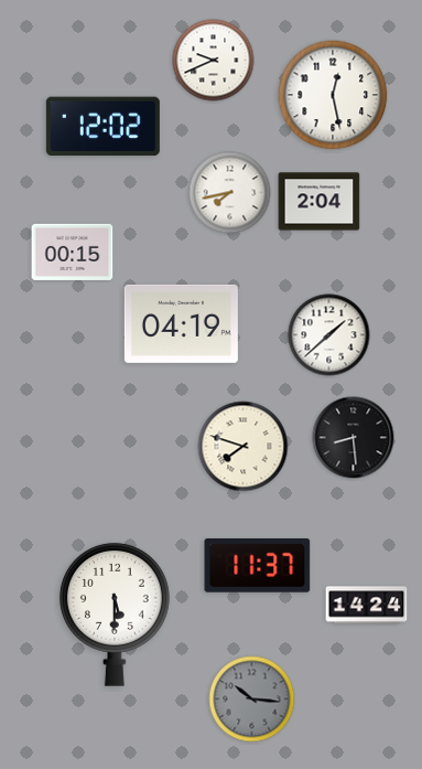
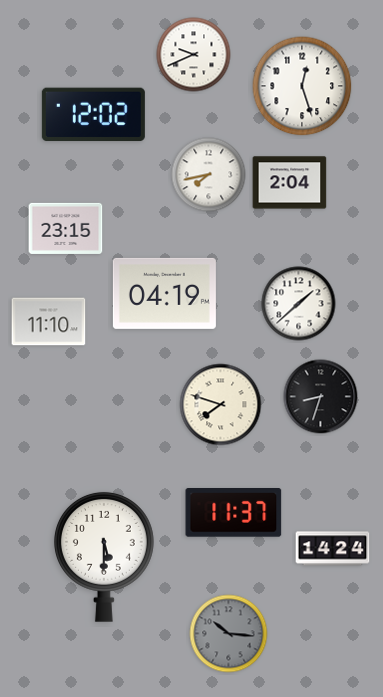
clock at (333, 95): 12:28 -> 12:27
clock at (73, 252): 00:15 -> 23:15
clock at (49, 322): none -> 11:10
clock at (354, 438): 8:29 -> 8:33
